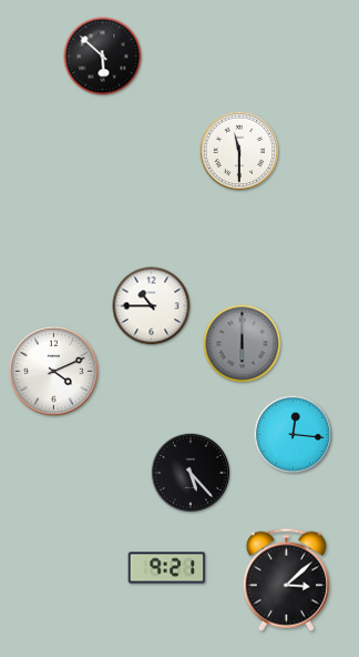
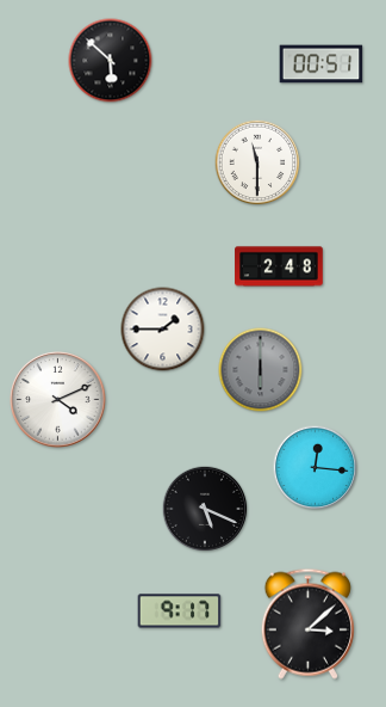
clock at (322, 64): none -> 00:51
clock at (279, 266): none -> 2:48
clock at (152, 306): 10:45 -> 1:45
clock at (191, 473): 5:23 -> 5:19
clock at (167, 568): 9:21 -> 9:17
